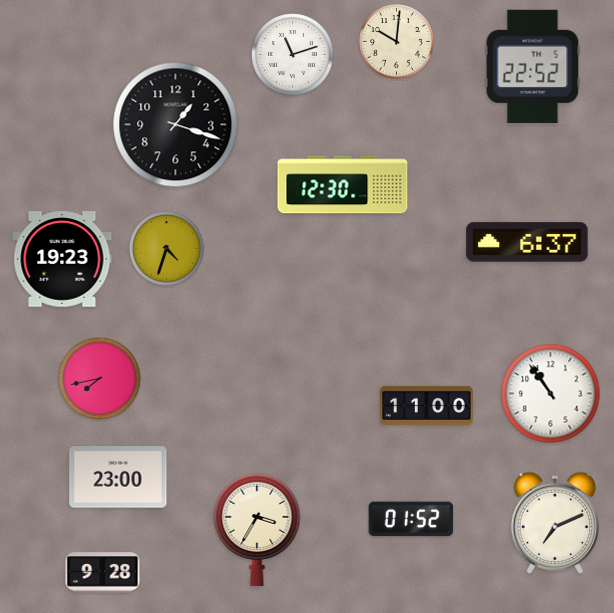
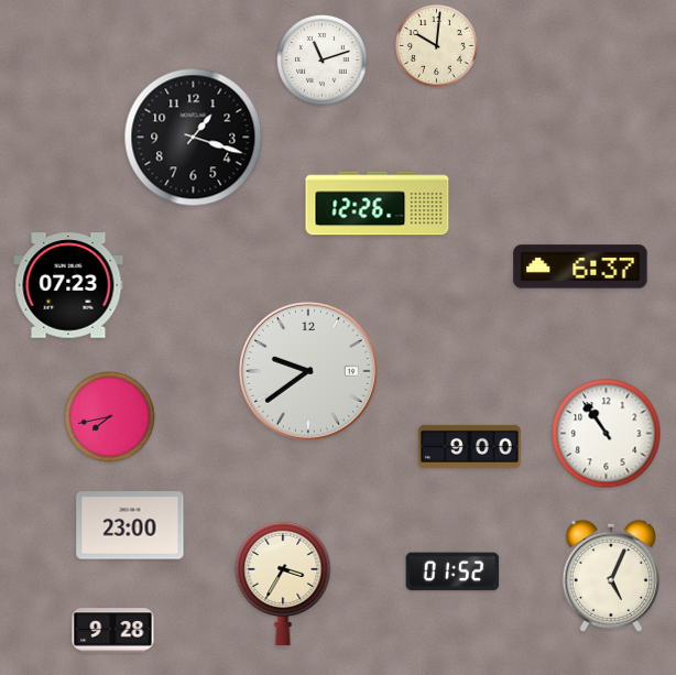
clock at (533, 66): 22:52 -> none
clock at (343, 185): 12:30 -> 12:26
clock at (167, 249): 4:33 -> none
clock at (62, 259): 19:23 -> 07:23
clock at (308, 371): none -> 9:39
clock at (427, 405): 11:00 -> 9:00
clock at (554, 523): 7:11 -> 5:04
